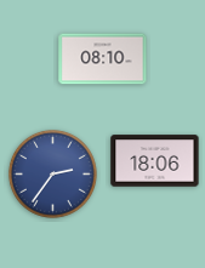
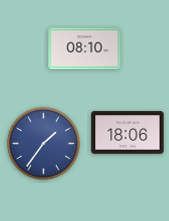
clock at (52, 173): 2:36 -> 1:36
